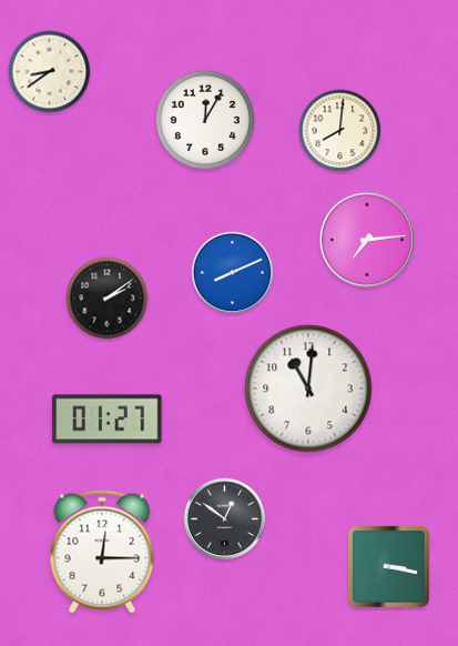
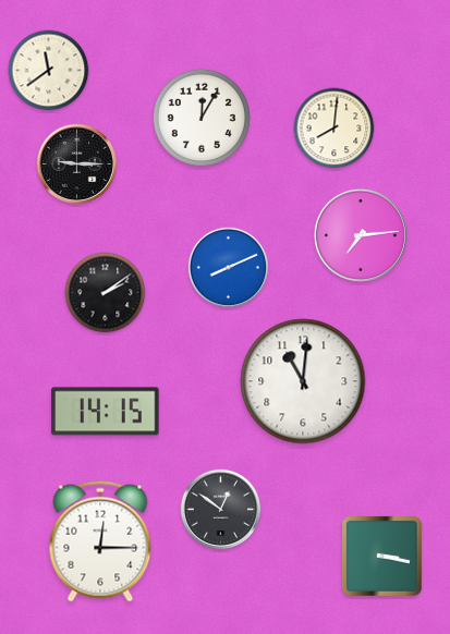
clock at (50, 72): 8:39 -> 11:39
clock at (77, 164): none -> 9:15
clock at (108, 420): 01:27 -> 14:15
